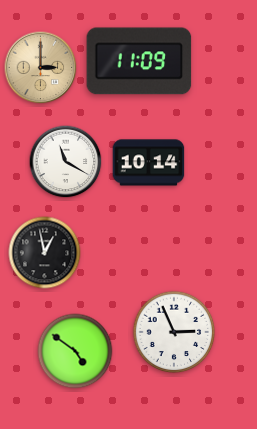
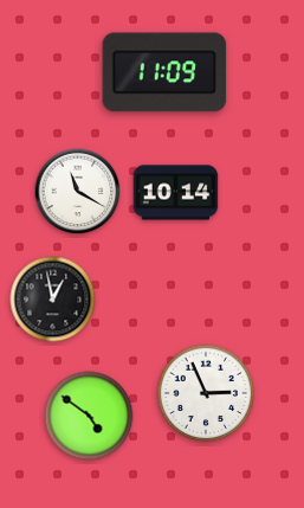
clock at (41, 68): 3:00 -> none
